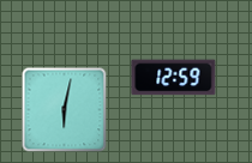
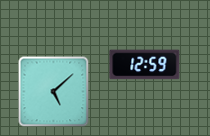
clock at (65, 110): 6:02 -> 5:08
